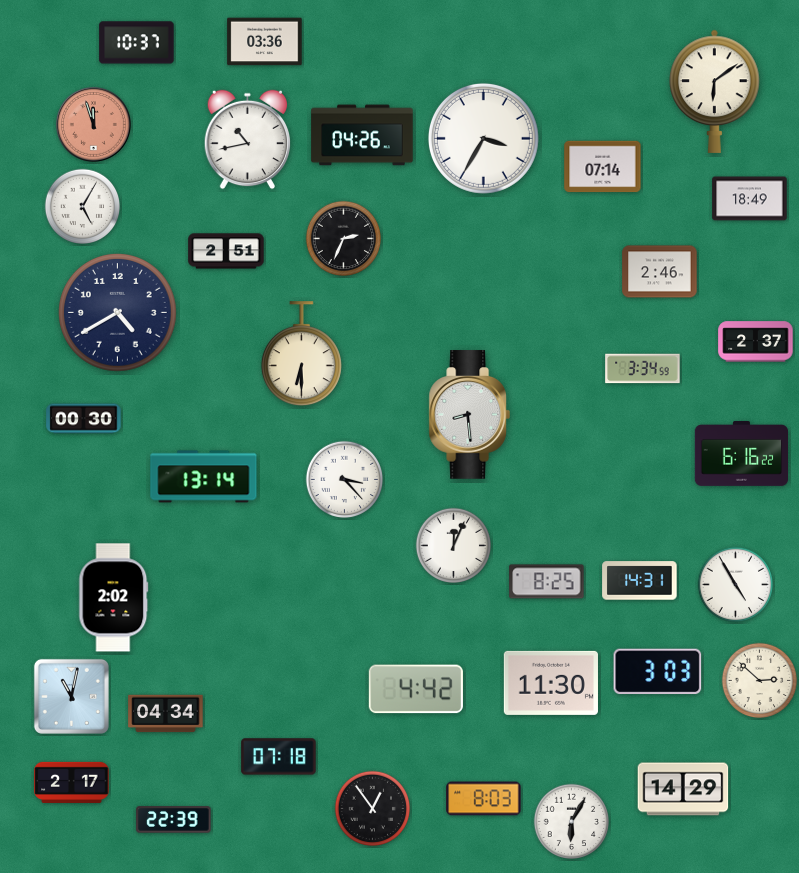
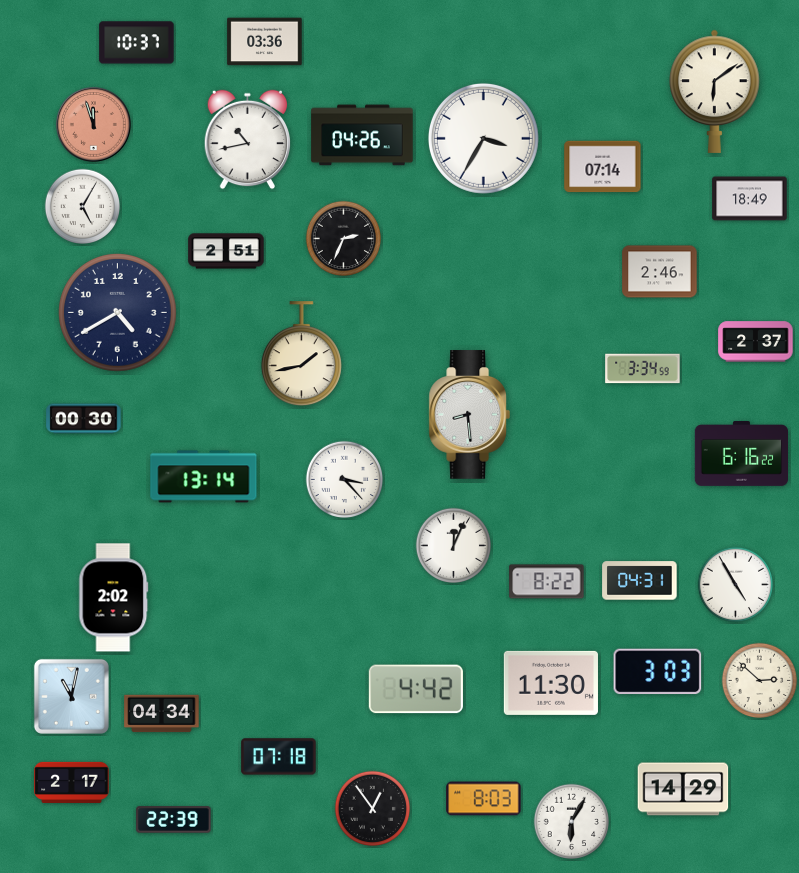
clock at (301, 354): 6:30 -> 1:43
clock at (640, 581): 14:31 -> 04:31
clock at (547, 582): 8:25 -> 8:22
clock at (166, 714) position: (166, 714) -> (162, 714)
